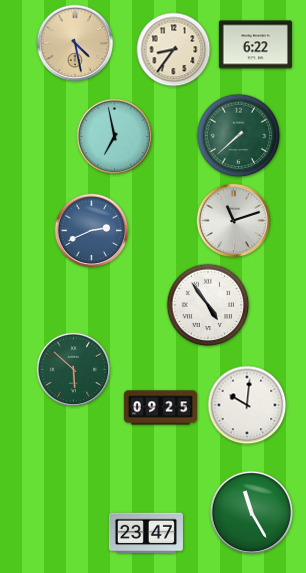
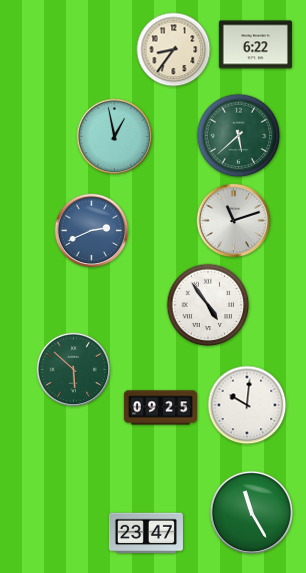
clock at (75, 43): 4:28 -> none
clock at (239, 136): 7:38 -> 5:38
clock at (115, 137): 6:58 -> 12:58
